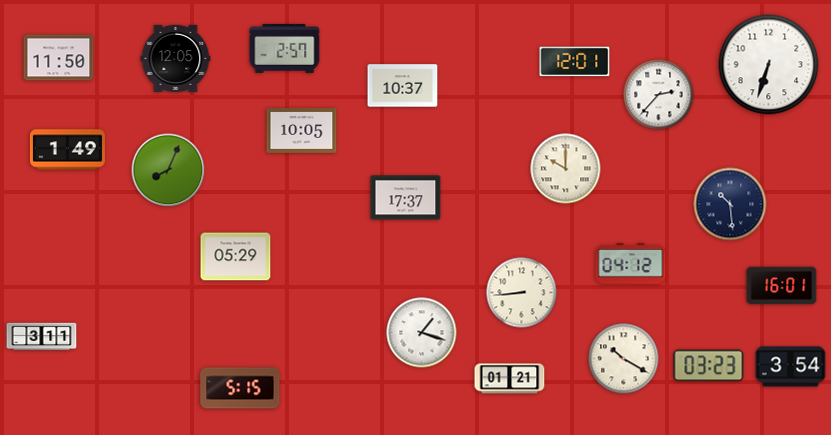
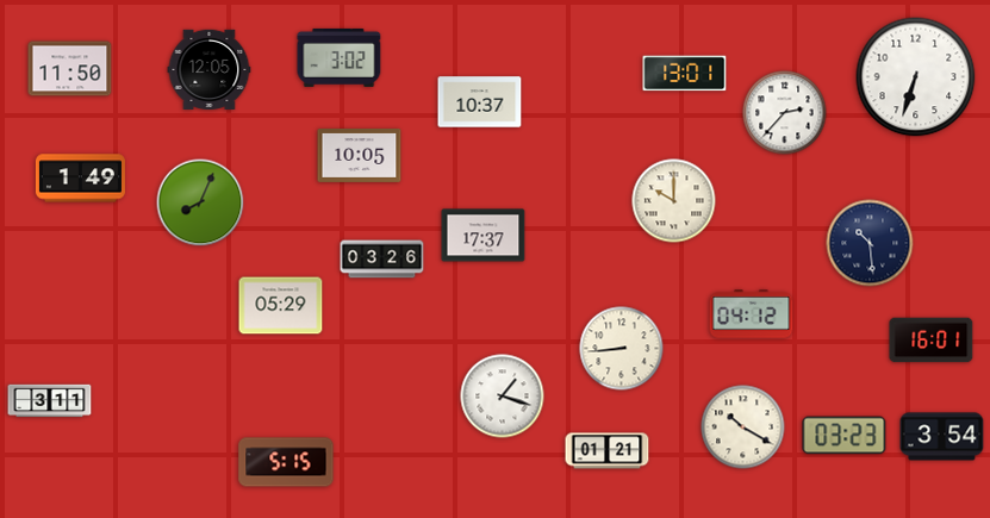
clock at (285, 48): 2:57 -> 3:02
clock at (575, 62): 12:01 -> 13:01
clock at (382, 260): none -> 03:26
